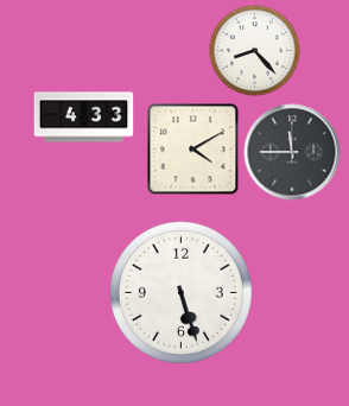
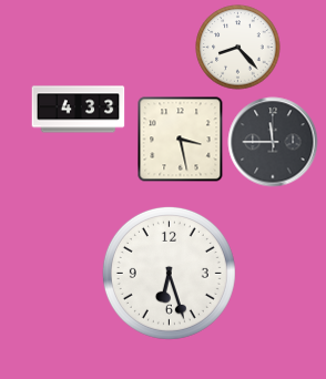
clock at (193, 150): 4:10 -> 3:28
clock at (180, 292): 5:27 -> 6:27
